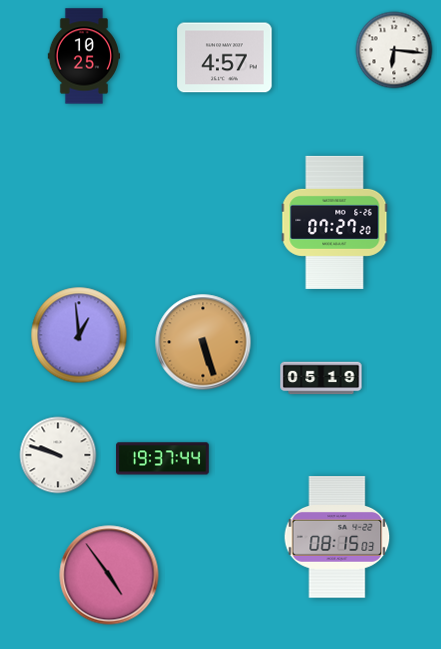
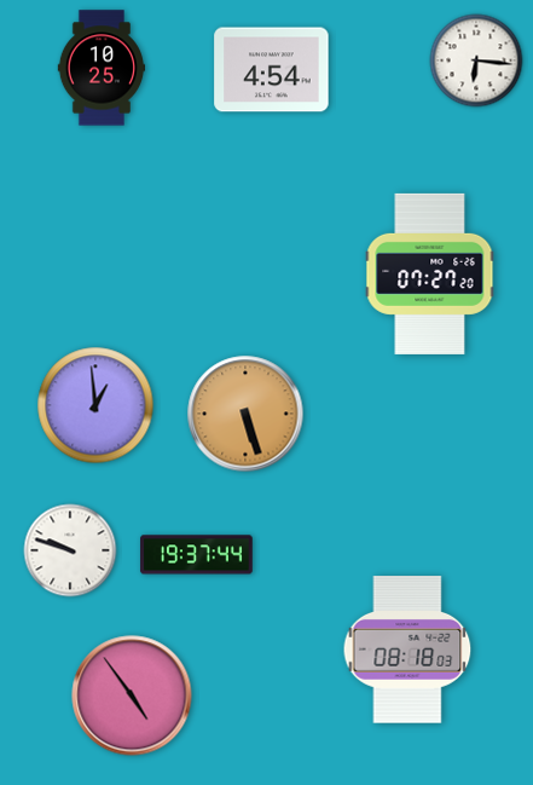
clock at (225, 58): 4:57 -> 4:54
clock at (335, 222) position: (335, 222) -> (430, 273)
clock at (321, 378): 05:19 -> none
clock at (337, 537): 08:15 -> 08:18
